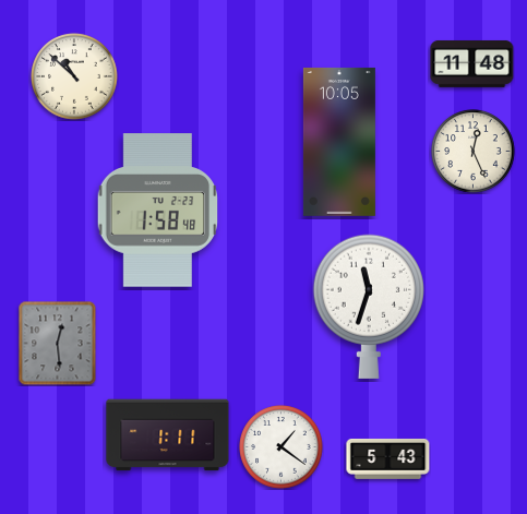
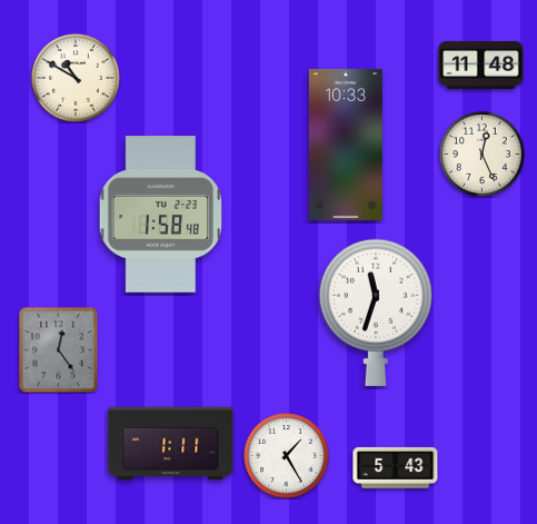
clock at (74, 76): 10:52 -> 10:50
clock at (339, 142): 10:05 -> 10:33
clock at (58, 343): 12:29 -> 12:24
clock at (282, 447): 1:21 -> 1:25
